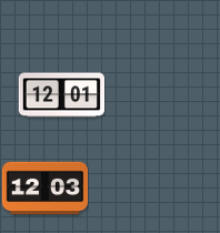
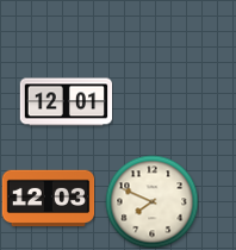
clock at (151, 201): none -> 7:49
clock at (44, 189) position: (44, 189) -> (48, 199)
